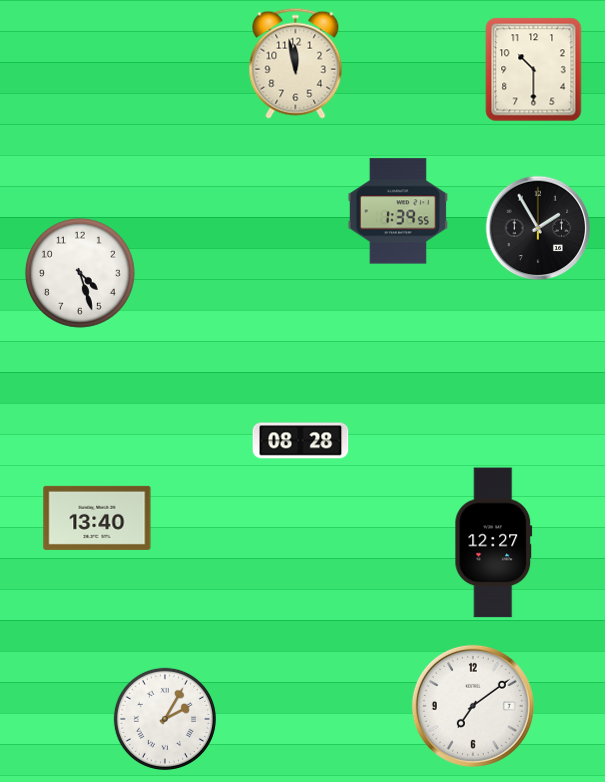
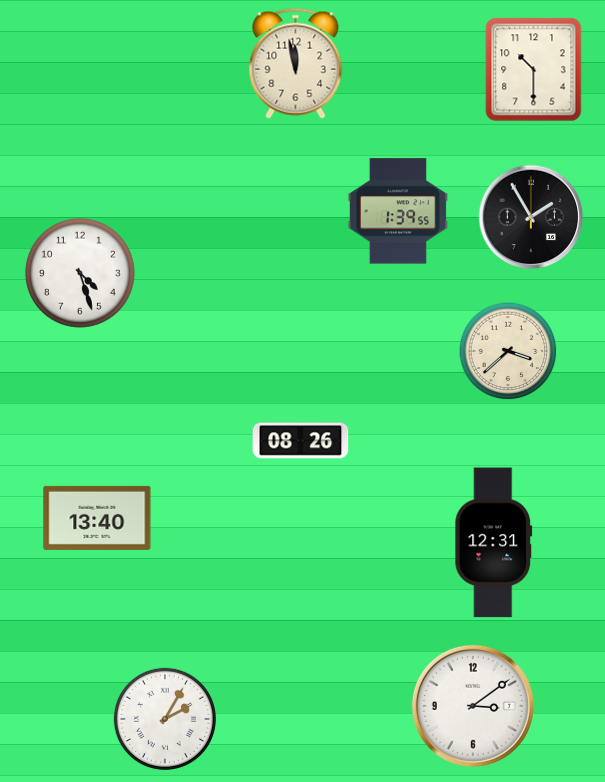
clock at (538, 228) position: (538, 228) -> (531, 217)
clock at (508, 351): none -> 3:38
clock at (301, 441): 08:28 -> 08:26
clock at (494, 543): 12:27 -> 12:31
clock at (473, 706): 7:09 -> 3:09
